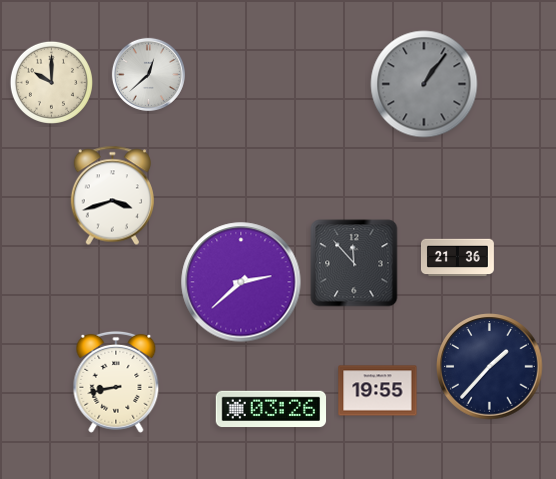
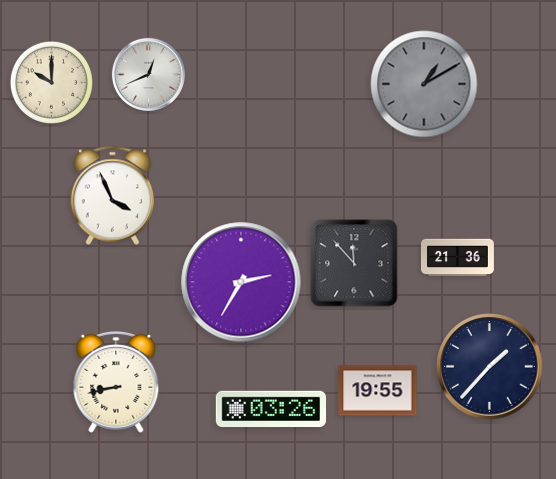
clock at (148, 74): 12:38 -> 12:41
clock at (424, 84): 1:06 -> 1:10
clock at (112, 196): 3:42 -> 3:56
clock at (241, 282): 2:38 -> 2:35
